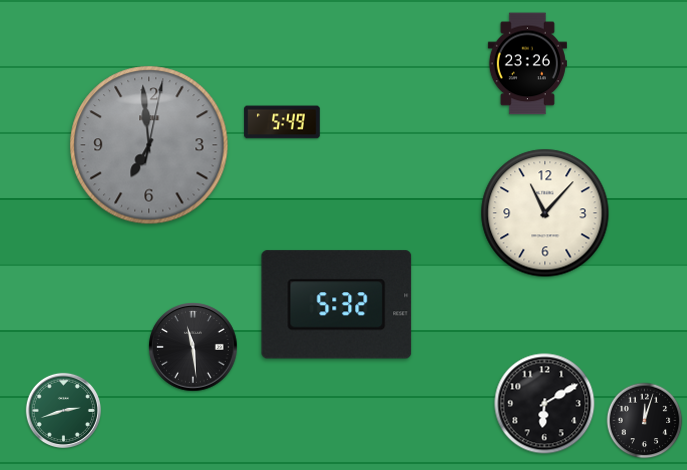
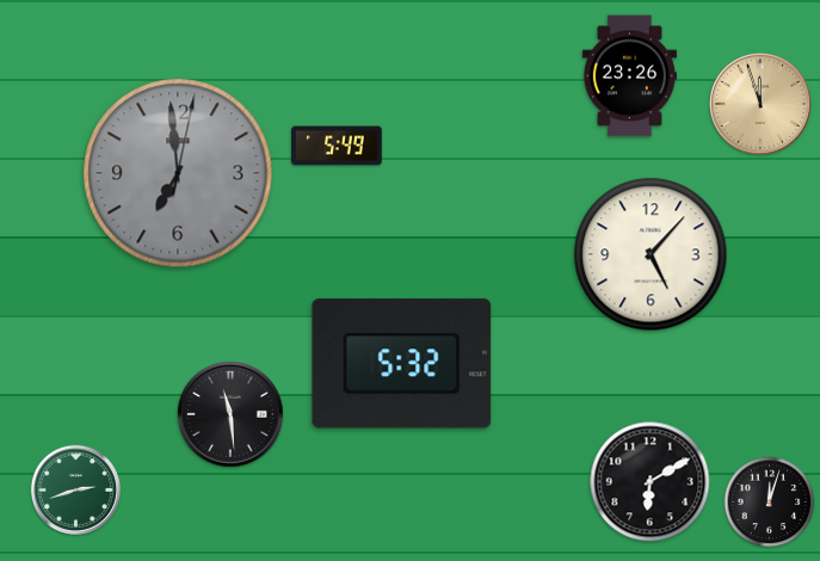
clock at (762, 105): none -> 11:57
clock at (545, 213): 11:07 -> 5:07
